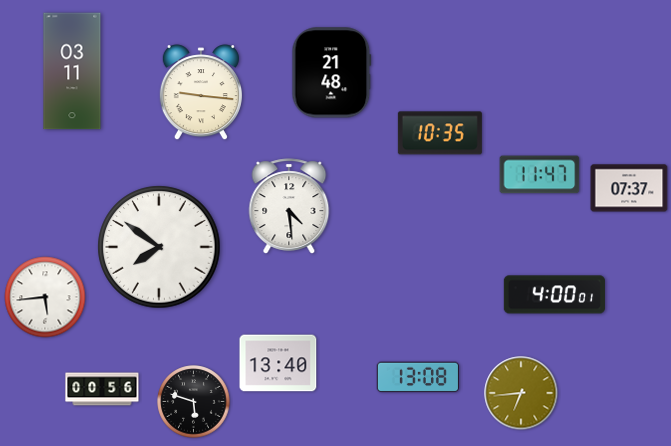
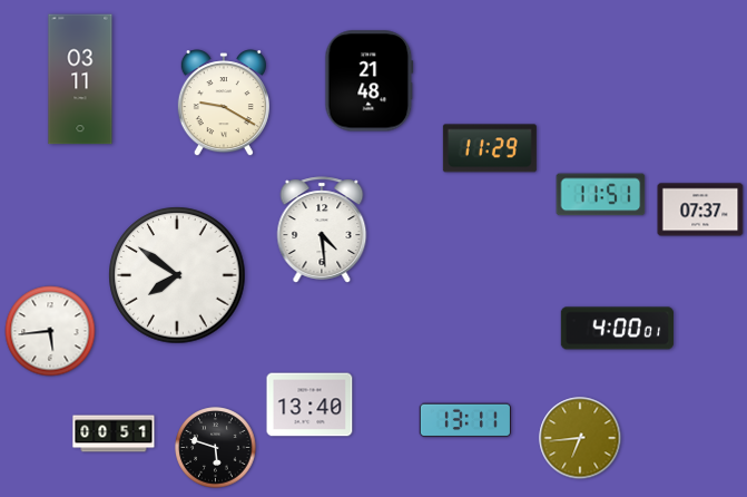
clock at (201, 93): 9:16 -> 9:20
clock at (440, 133): 10:35 -> 11:29
clock at (540, 175): 11:47 -> 11:51
clock at (417, 377): 13:08 -> 13:11
clock at (102, 389): 00:56 -> 00:51
